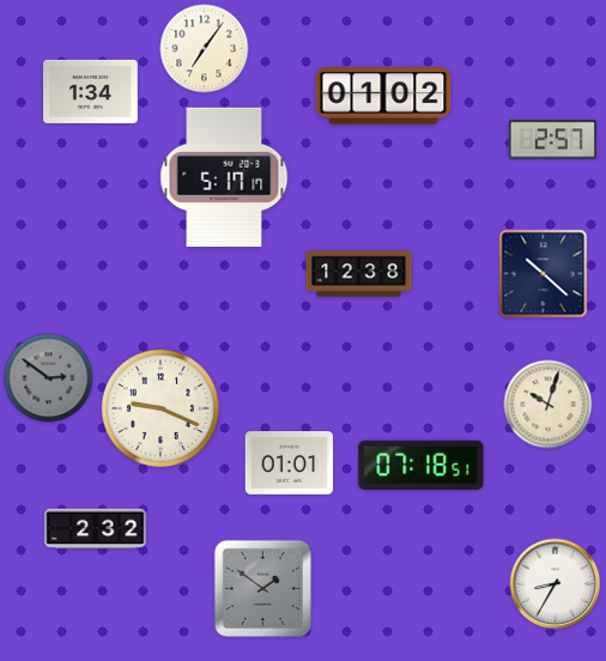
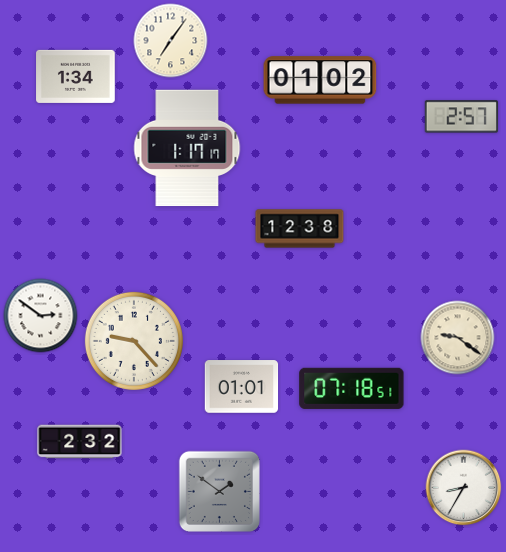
clock at (224, 177): 5:17 -> 1:17
clock at (544, 274): 10:22 -> none
clock at (49, 378) dial: grey -> white
clock at (549, 405): 10:03 -> 9:21
clock at (160, 408): 9:19 -> 9:23
